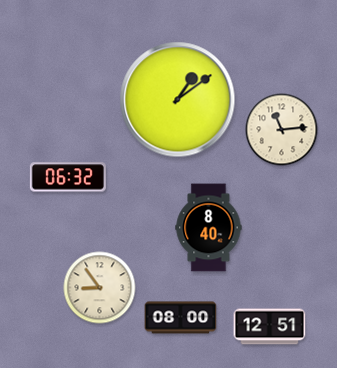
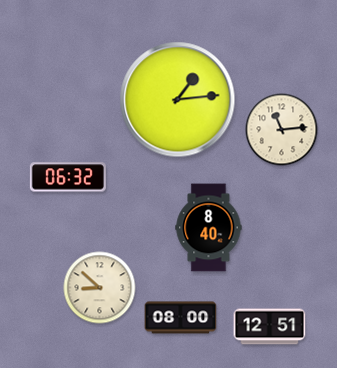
clock at (178, 100): 1:09 -> 1:14
clock at (100, 288): 8:54 -> 8:52
